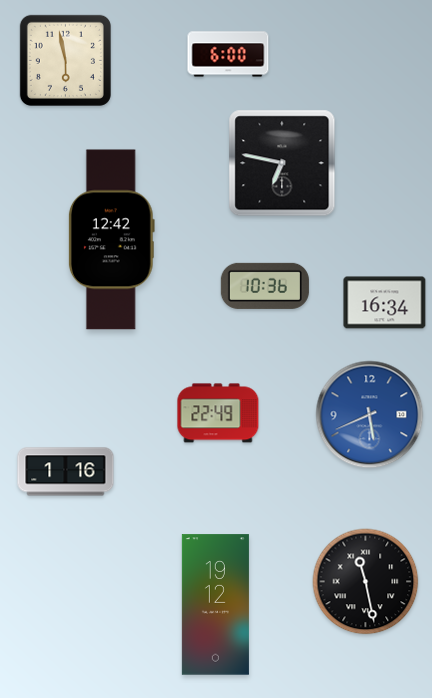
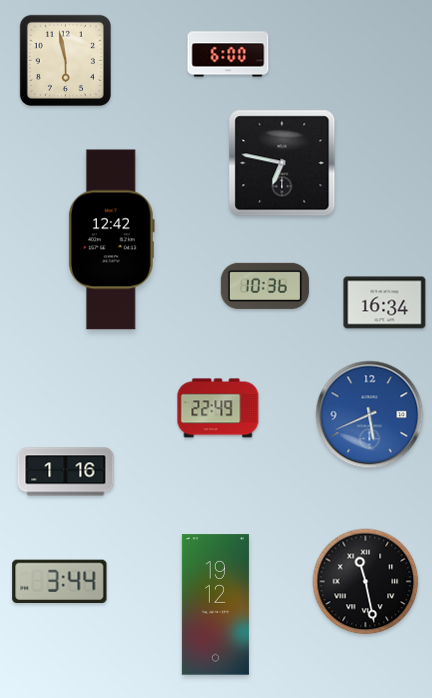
clock at (218, 413) position: (218, 413) -> (218, 408)
clock at (60, 581): none -> 3:44
